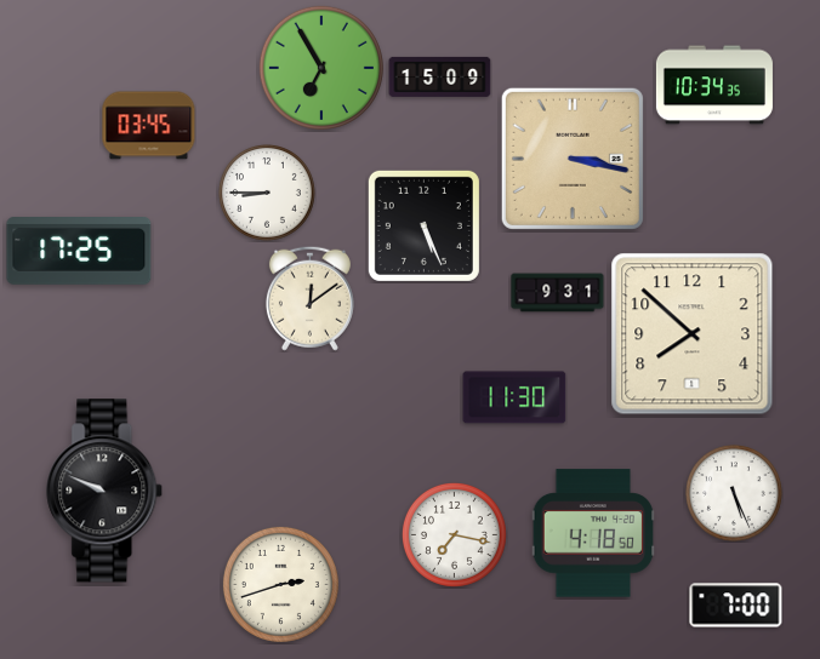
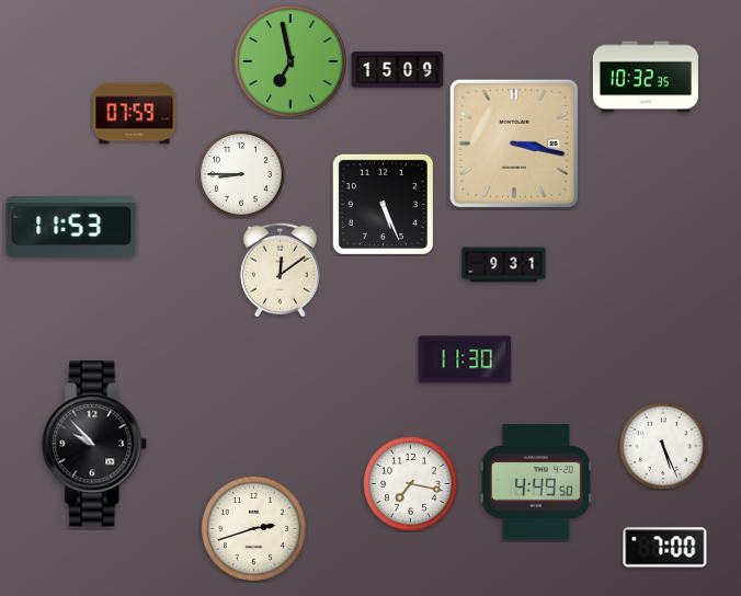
clock at (321, 68): 6:55 -> 6:58
clock at (714, 85): 10:34 -> 10:32
clock at (149, 126): 03:45 -> 07:59
clock at (573, 159) position: (573, 159) -> (514, 144)
clock at (79, 252): 17:25 -> 11:53
clock at (693, 334): 7:52 -> none
clock at (106, 491): 9:49 -> 9:53
clock at (593, 533): 4:18 -> 4:49
